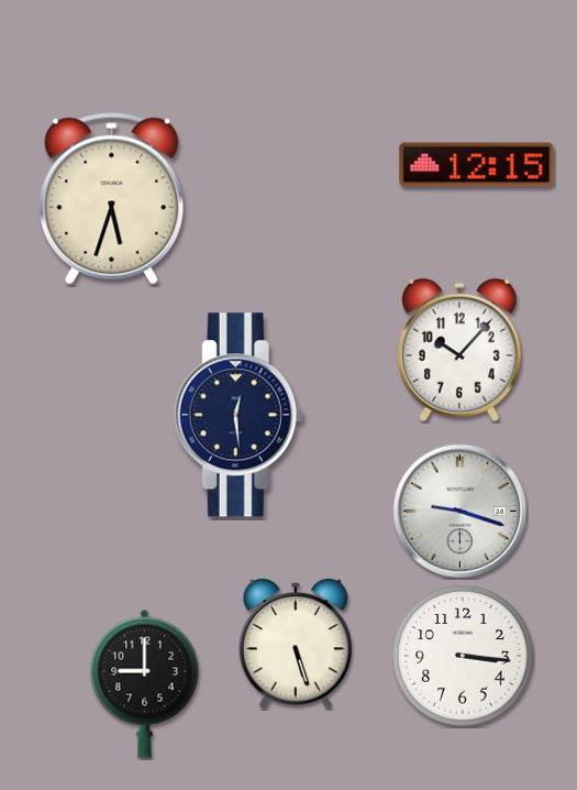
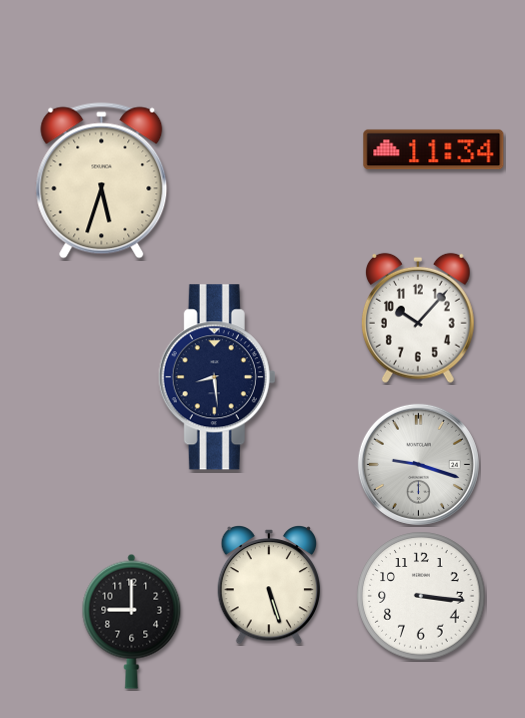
clock at (477, 165): 12:15 -> 11:34
clock at (238, 415): 12:29 -> 8:29
